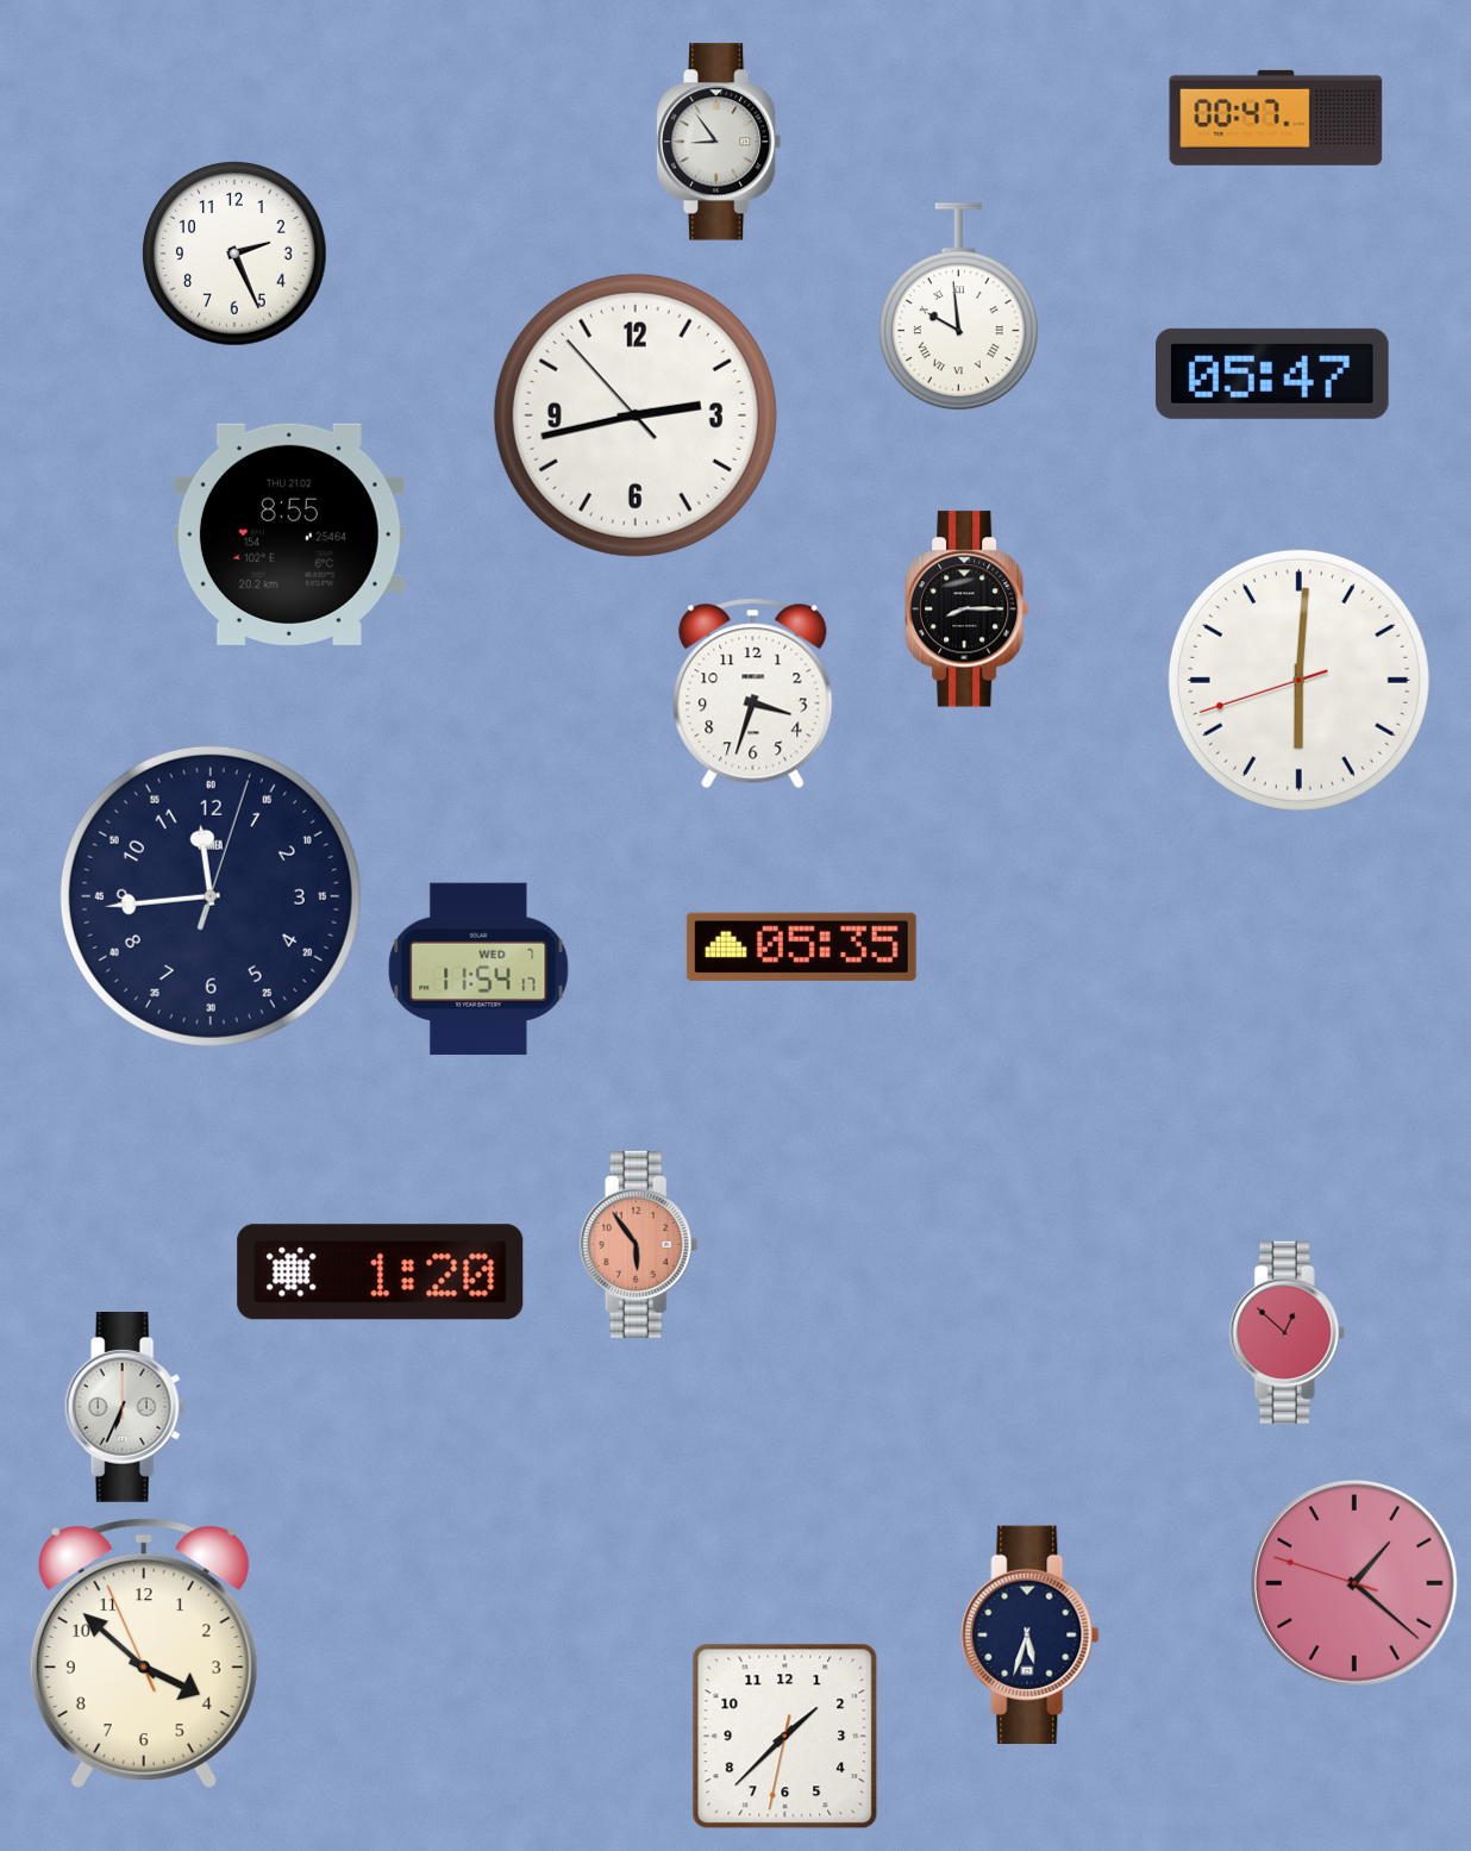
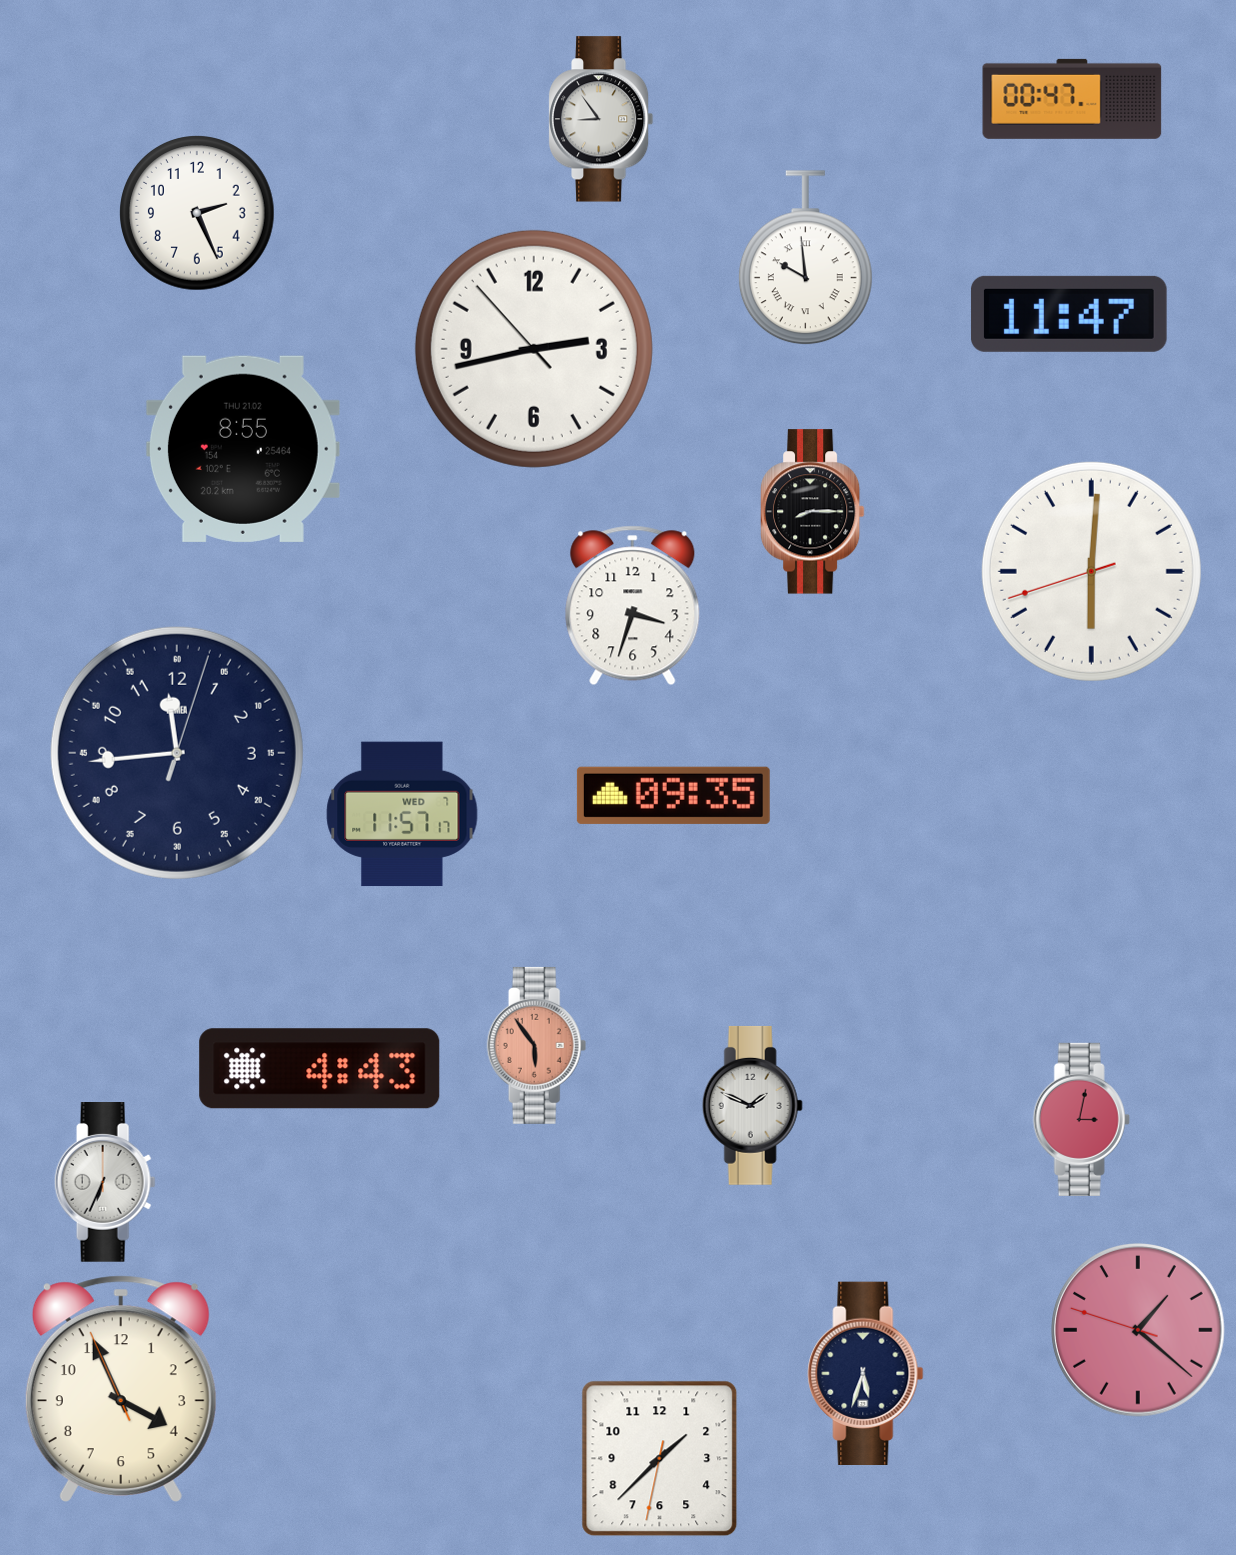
clock at (719, 142) position: (719, 142) -> (601, 119)
clock at (1272, 374): 05:47 -> 11:47
clock at (753, 694) position: (753, 694) -> (633, 606)
clock at (801, 946): 05:35 -> 09:35
clock at (478, 969): 11:54 -> 11:57
clock at (381, 1272): 1:20 -> 4:43
clock at (752, 1105): none -> 1:49
clock at (1287, 1332): 12:52 -> 3:02
clock at (144, 1653): 3:51 -> 3:55
